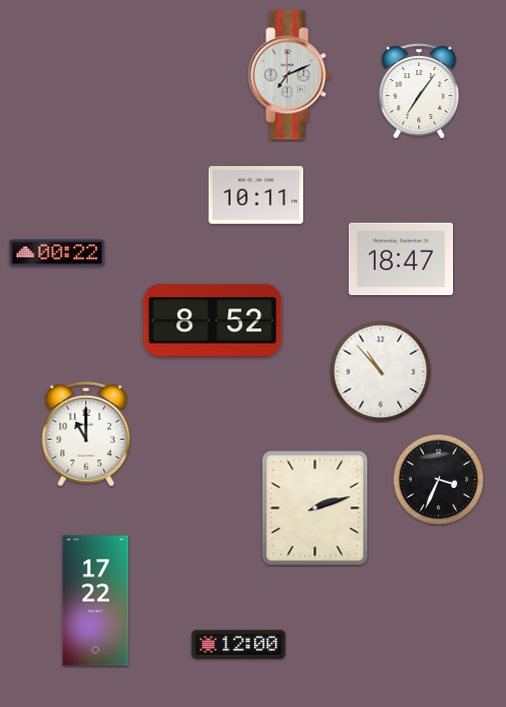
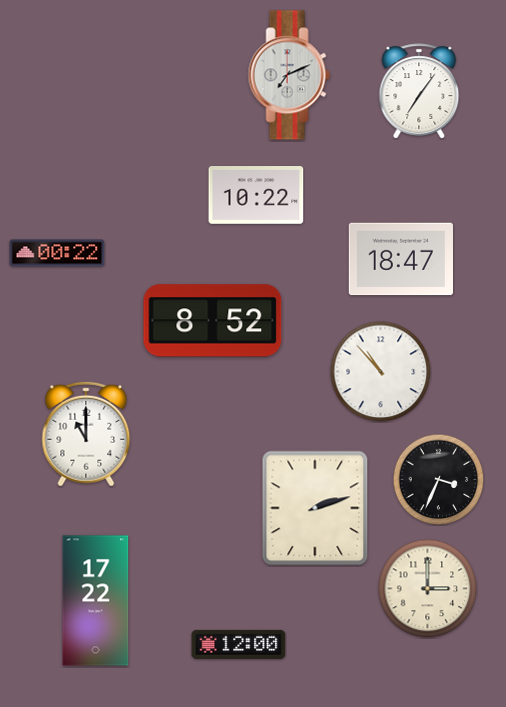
clock at (256, 196): 10:11 -> 10:22
clock at (428, 589): none -> 3:00
